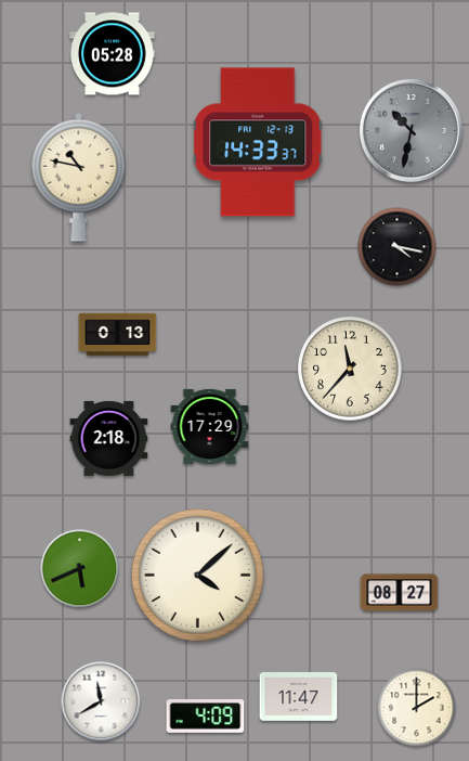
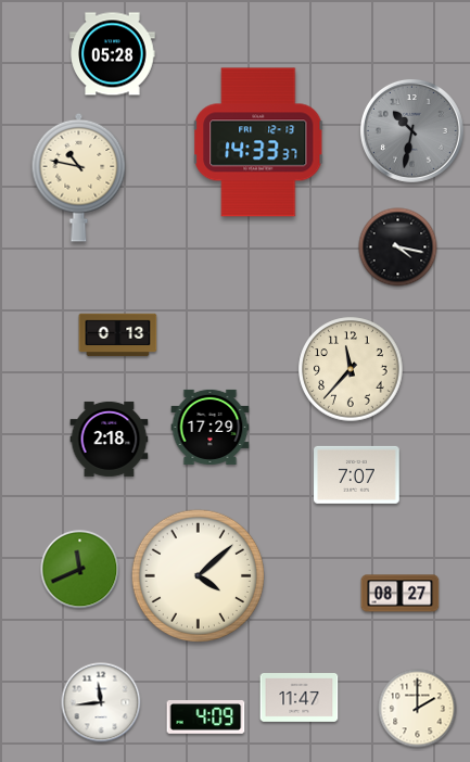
clock at (357, 474): none -> 7:07
clock at (80, 569): 5:41 -> 11:41
clock at (101, 701): 11:40 -> 11:44
